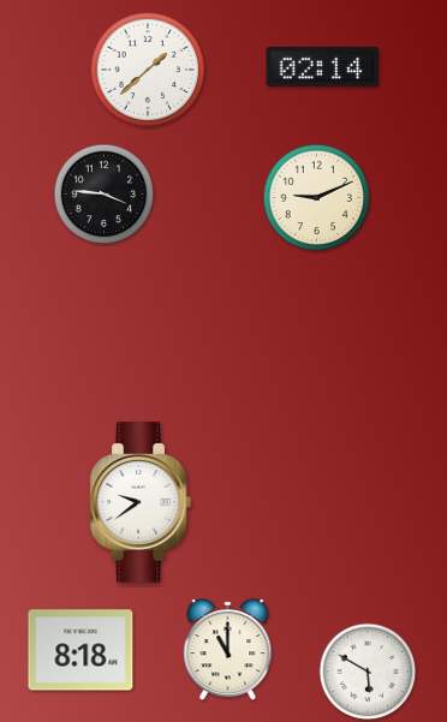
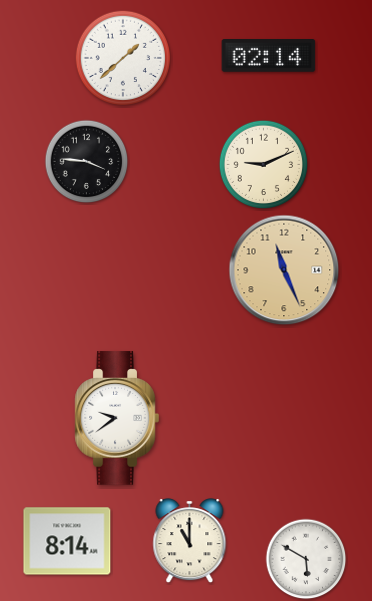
clock at (284, 270): none -> 11:26
clock at (81, 650): 8:18 -> 8:14
